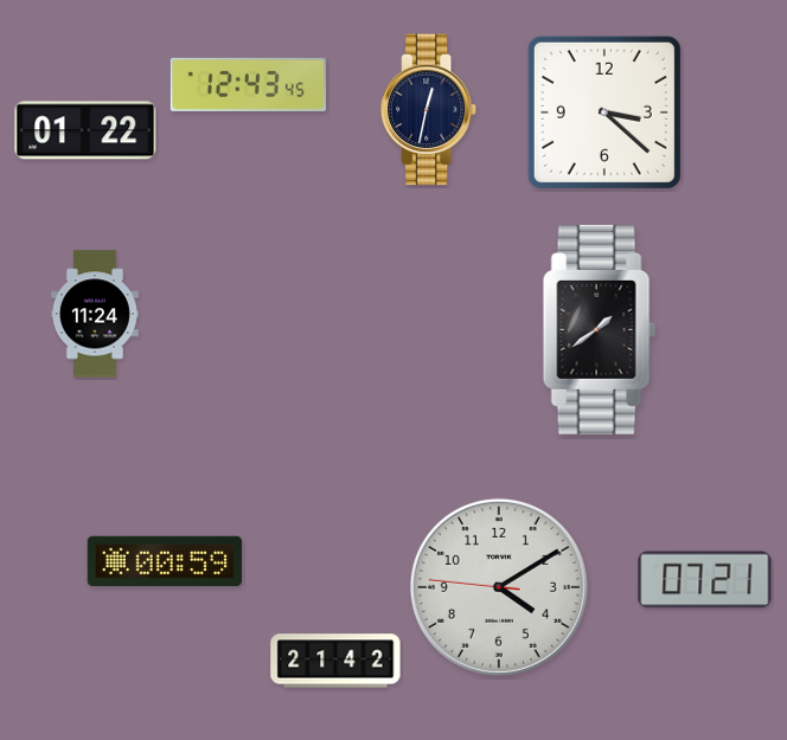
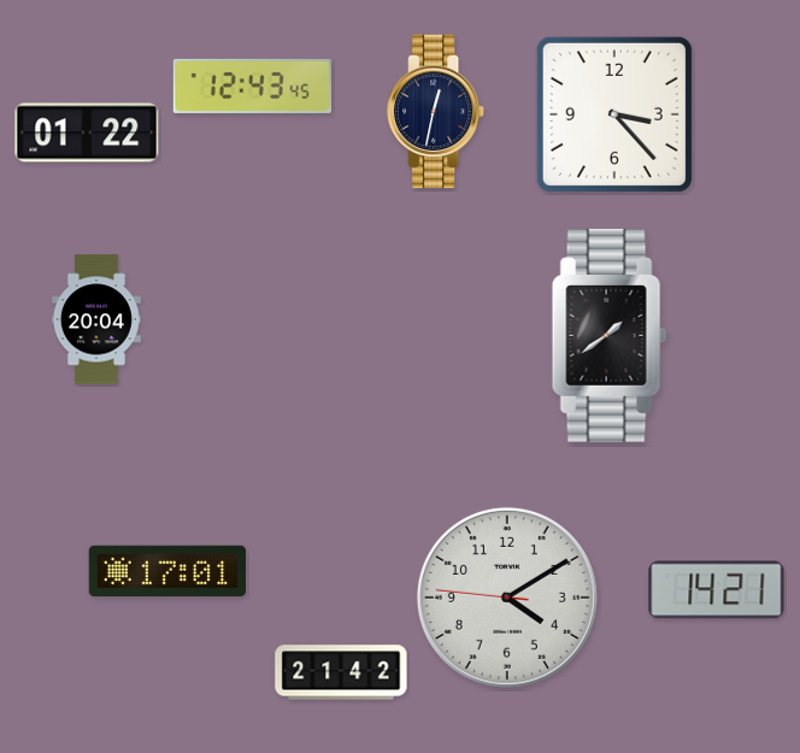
clock at (604, 112): 3:22 -> 3:23
clock at (95, 314): 11:24 -> 20:04
clock at (164, 560): 00:59 -> 17:01
clock at (705, 580): 07:21 -> 14:21
